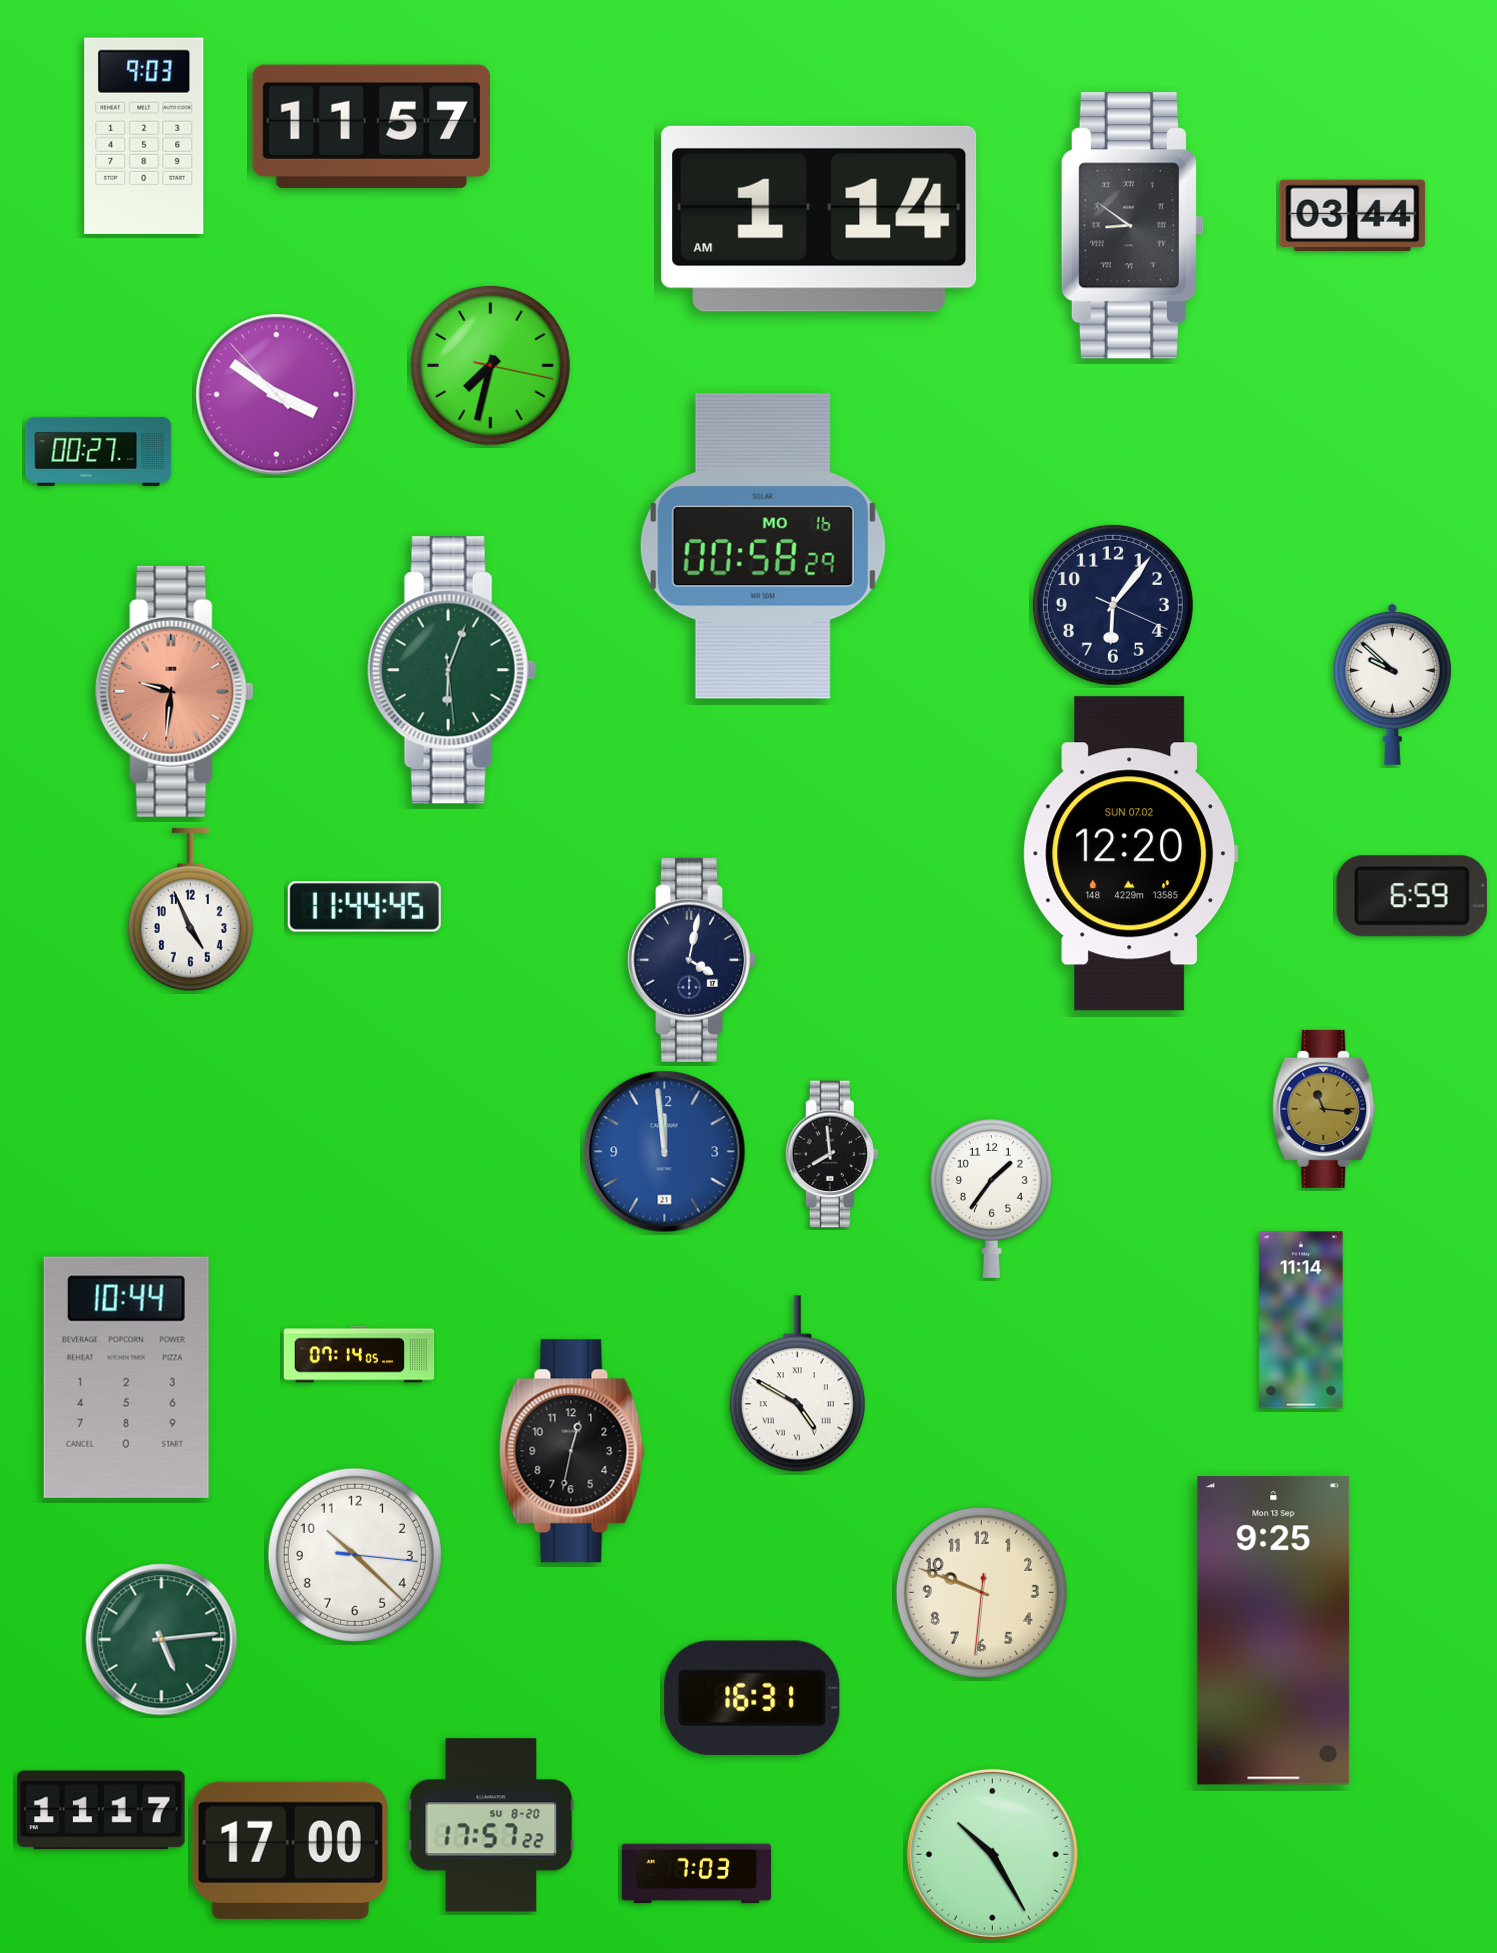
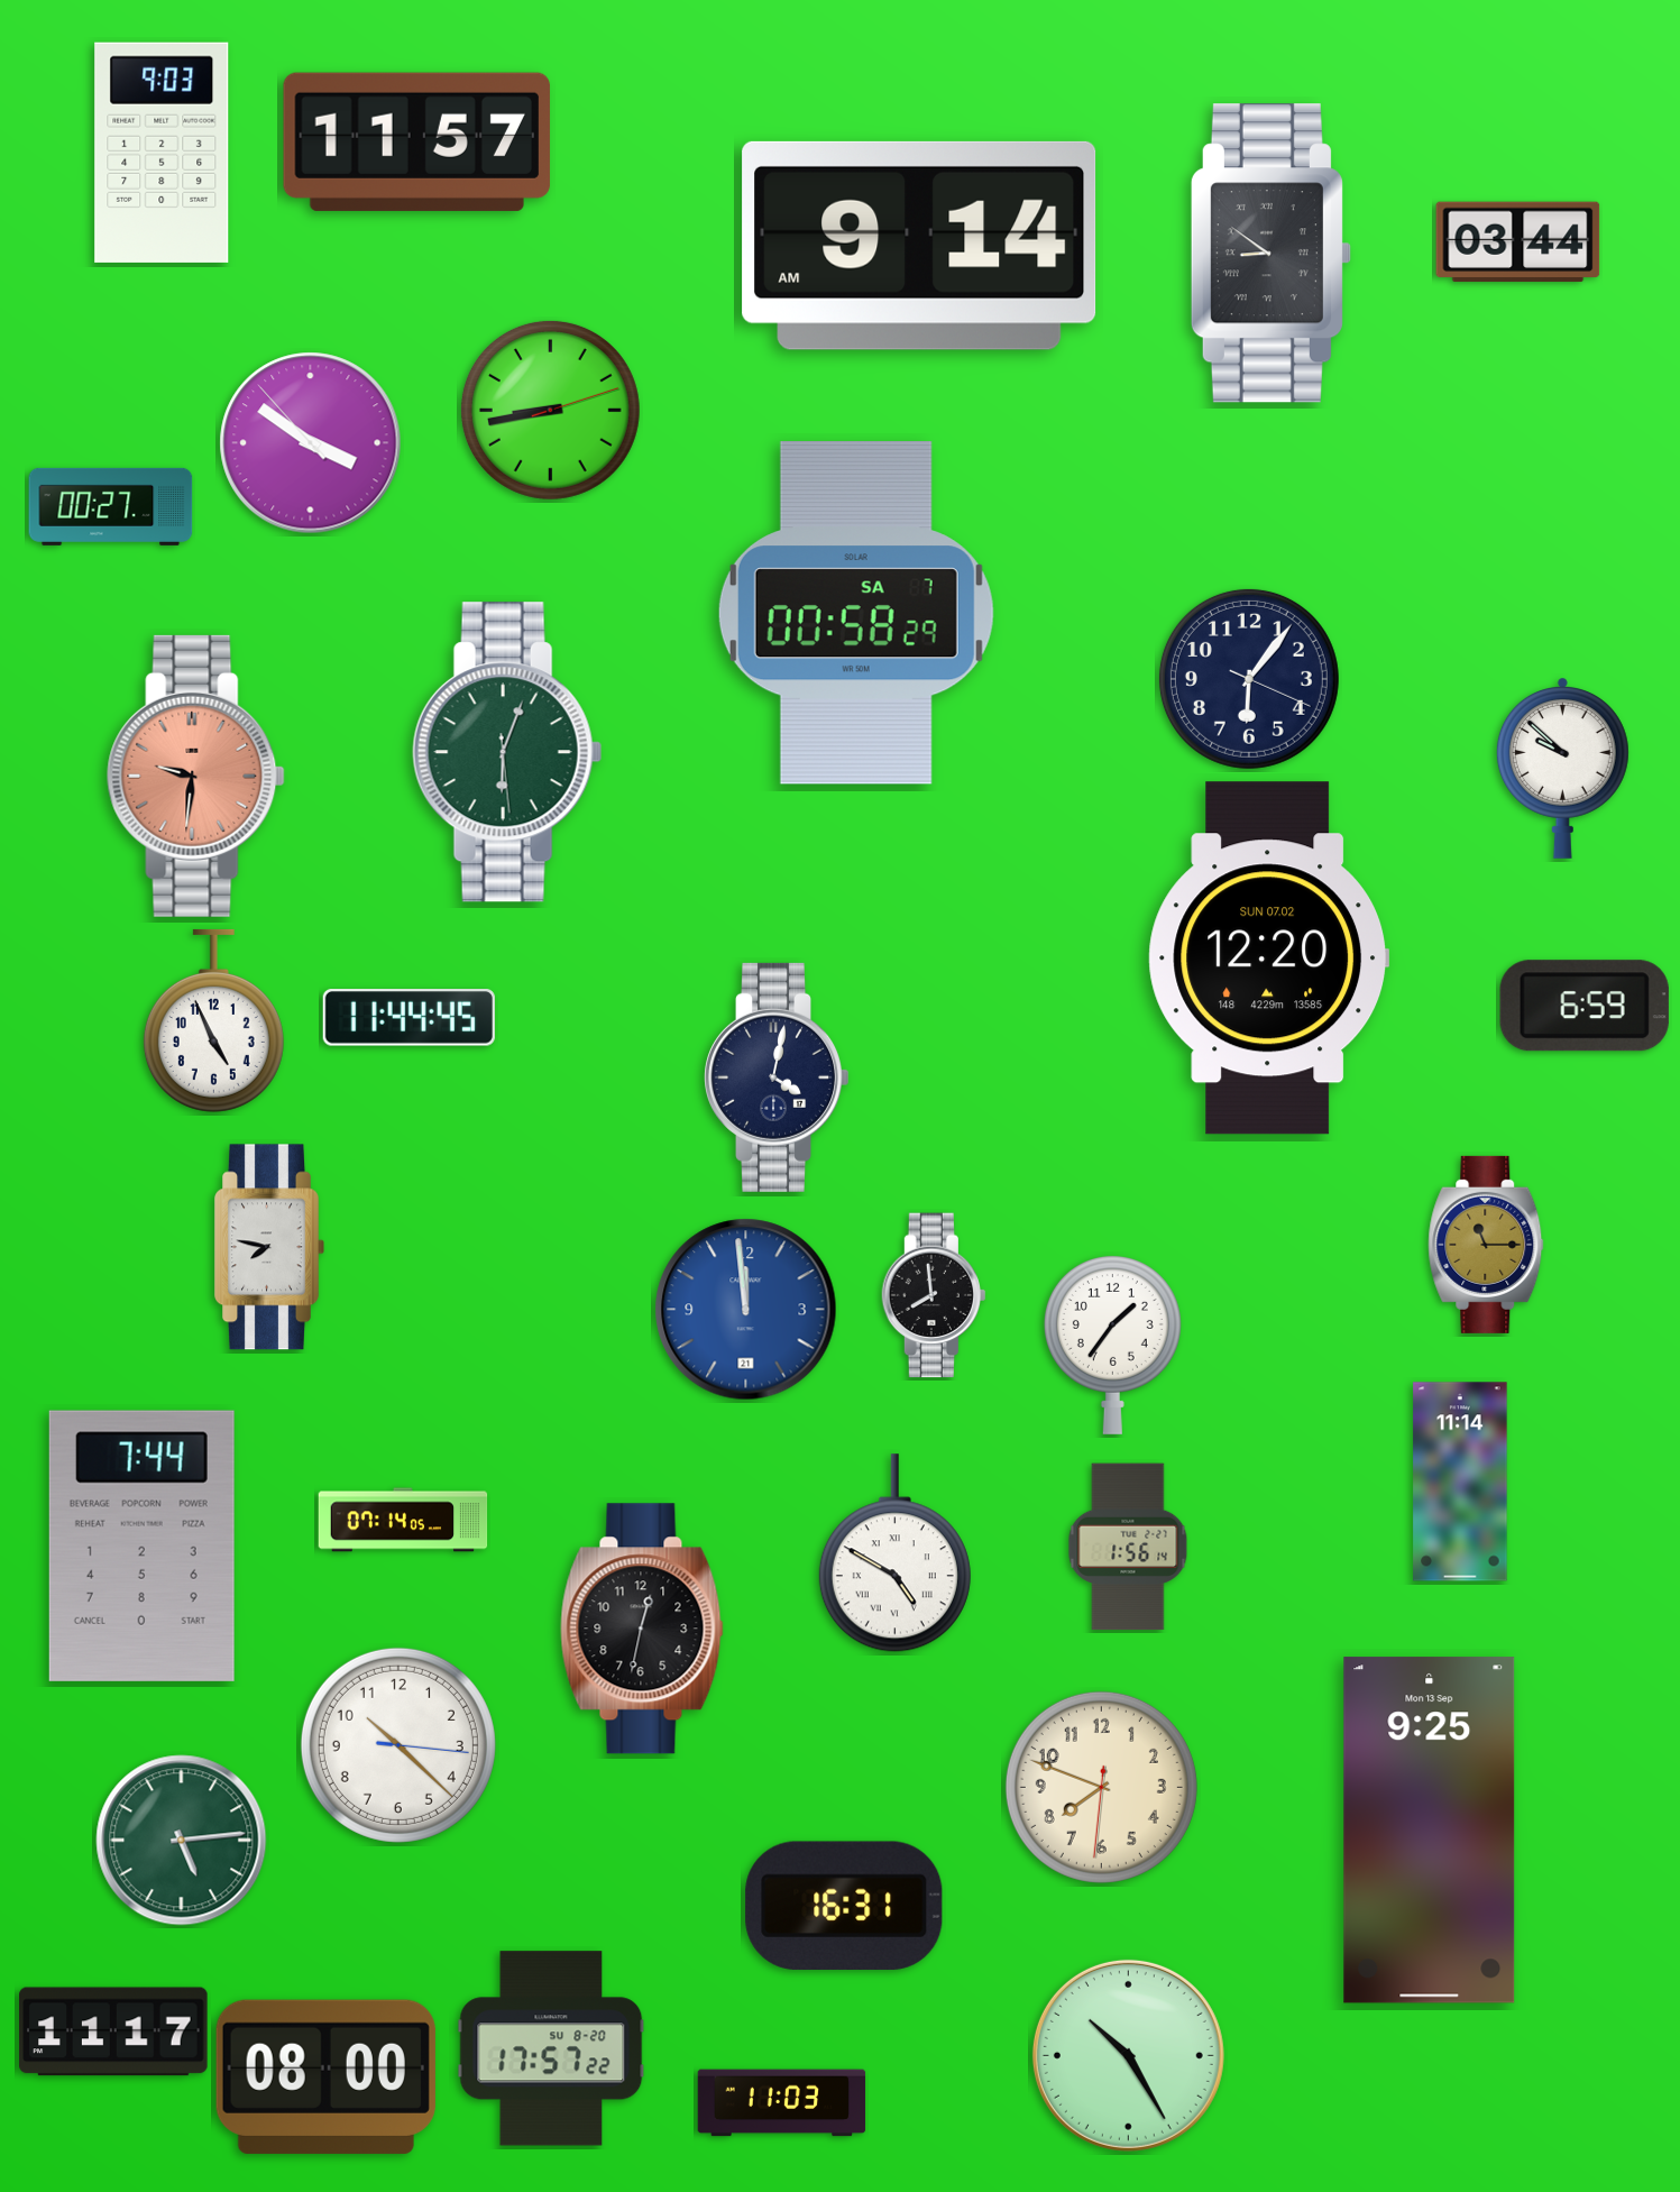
clock at (819, 219): 1:14 -> 9:14
clock at (490, 365): 7:32 -> 8:43
clock at (763, 546) date: MO 16 -> SA 7
clock at (1324, 1109): 11:16 -> 11:15
clock at (269, 1247): none -> 7:47
clock at (665, 1152) position: (665, 1152) -> (746, 1310)
clock at (126, 1377): 10:44 -> 7:44
clock at (1128, 1547): none -> 1:56
clock at (981, 1592): 9:48 -> 7:48
clock at (290, 1850): 17:00 -> 08:00
clock at (992, 1854) position: (992, 1854) -> (1128, 2055)
clock at (697, 1874): 7:03 -> 11:03
